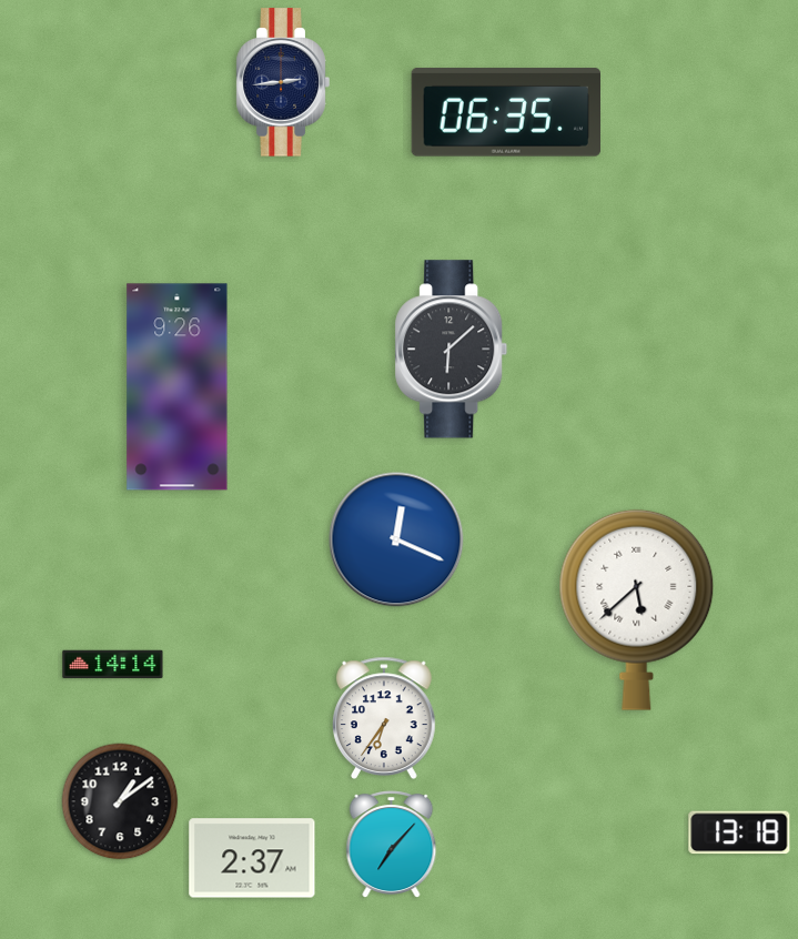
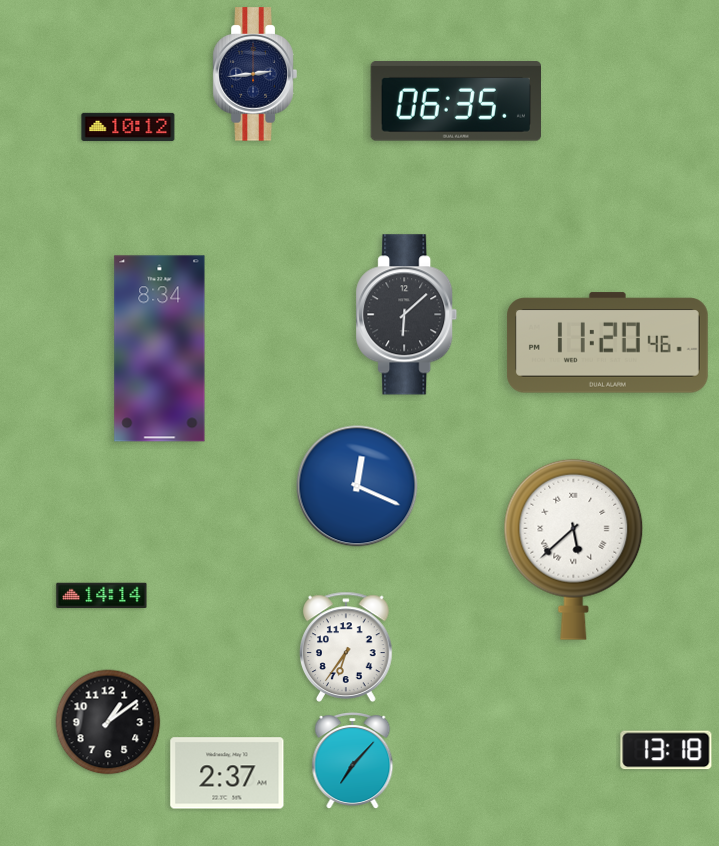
clock at (128, 127): none -> 10:12
clock at (607, 343): none -> 11:20
clock at (178, 387): 9:26 -> 8:34
clock at (113, 665) position: (113, 665) -> (102, 596)
